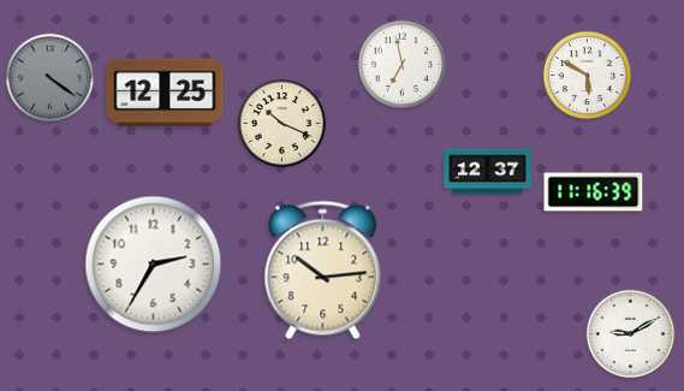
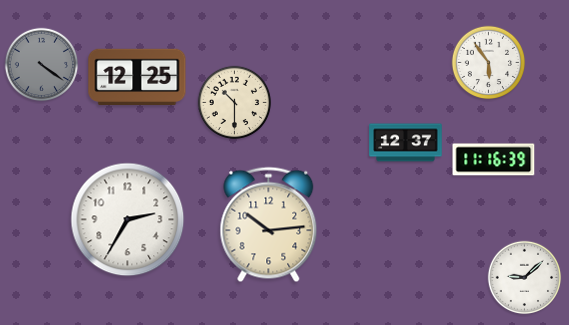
clock at (403, 65): 6:58 -> none
clock at (588, 76): 5:50 -> 5:54
clock at (282, 124): 10:19 -> 10:30
clock at (631, 334): 9:10 -> 9:08
